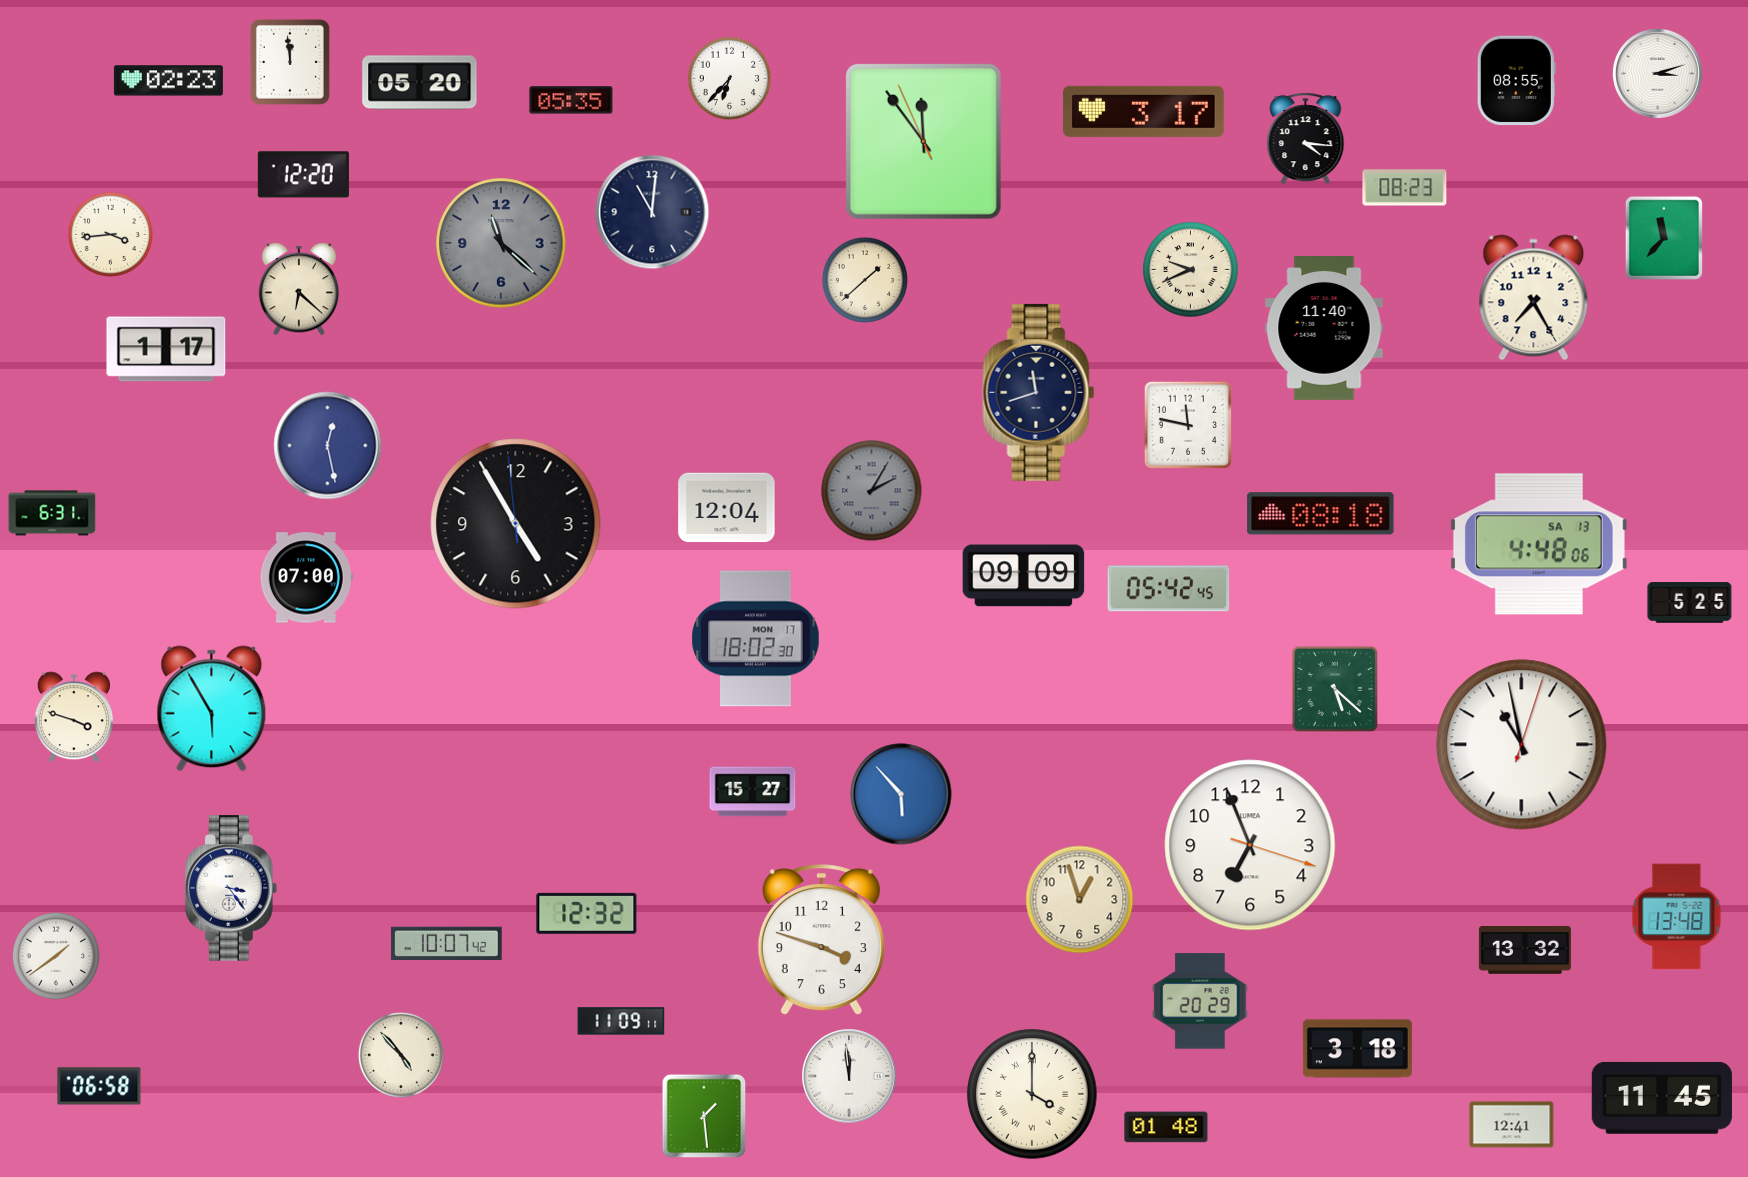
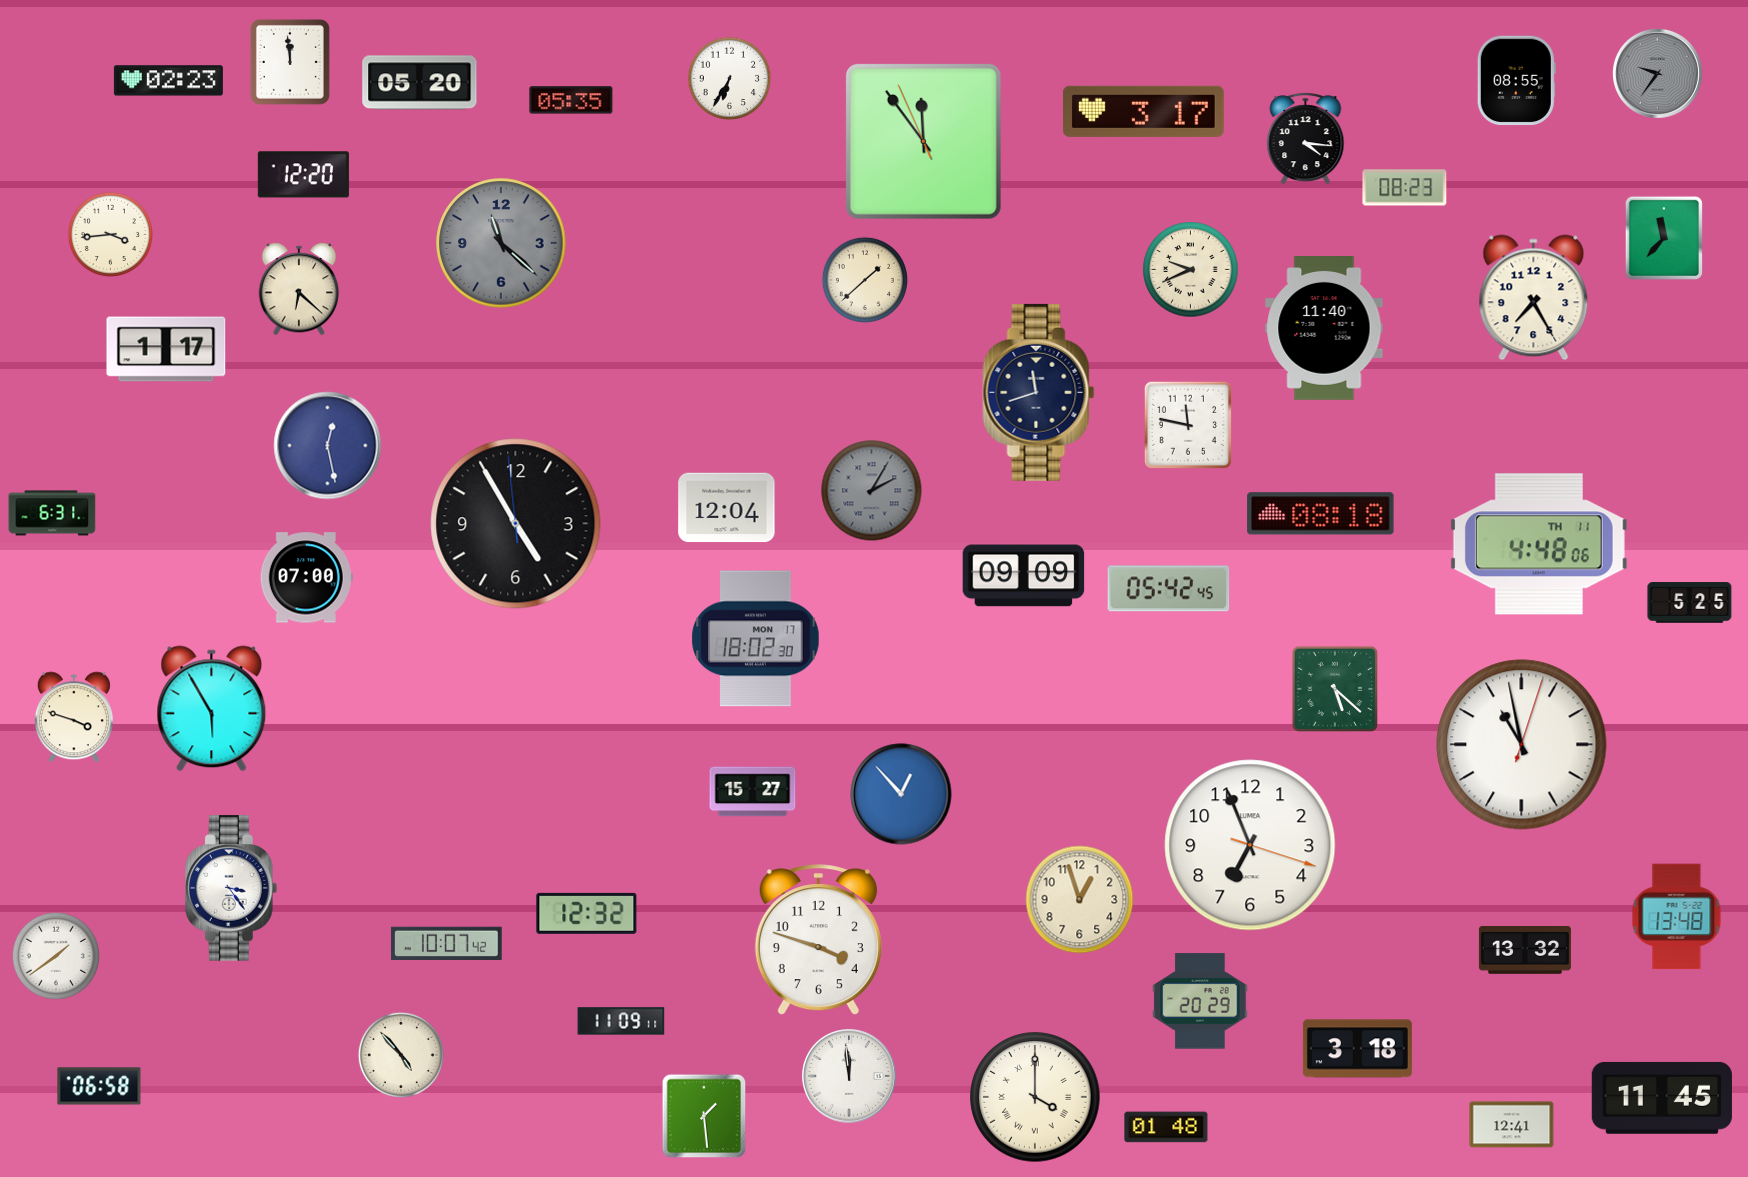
clock at (1657, 73): 3:12 -> 9:36
clock at (1657, 73) dial: white -> grey
clock at (730, 79): 6:37 -> 6:35
clock at (652, 212): 11:01 -> none
clock at (1539, 544) date: SA 13 -> TH 11
clock at (901, 794): 5:53 -> 12:53
clock at (821, 940) position: (821, 940) -> (818, 940)
clock at (1032, 1094) position: (1032, 1094) -> (1035, 1097)
